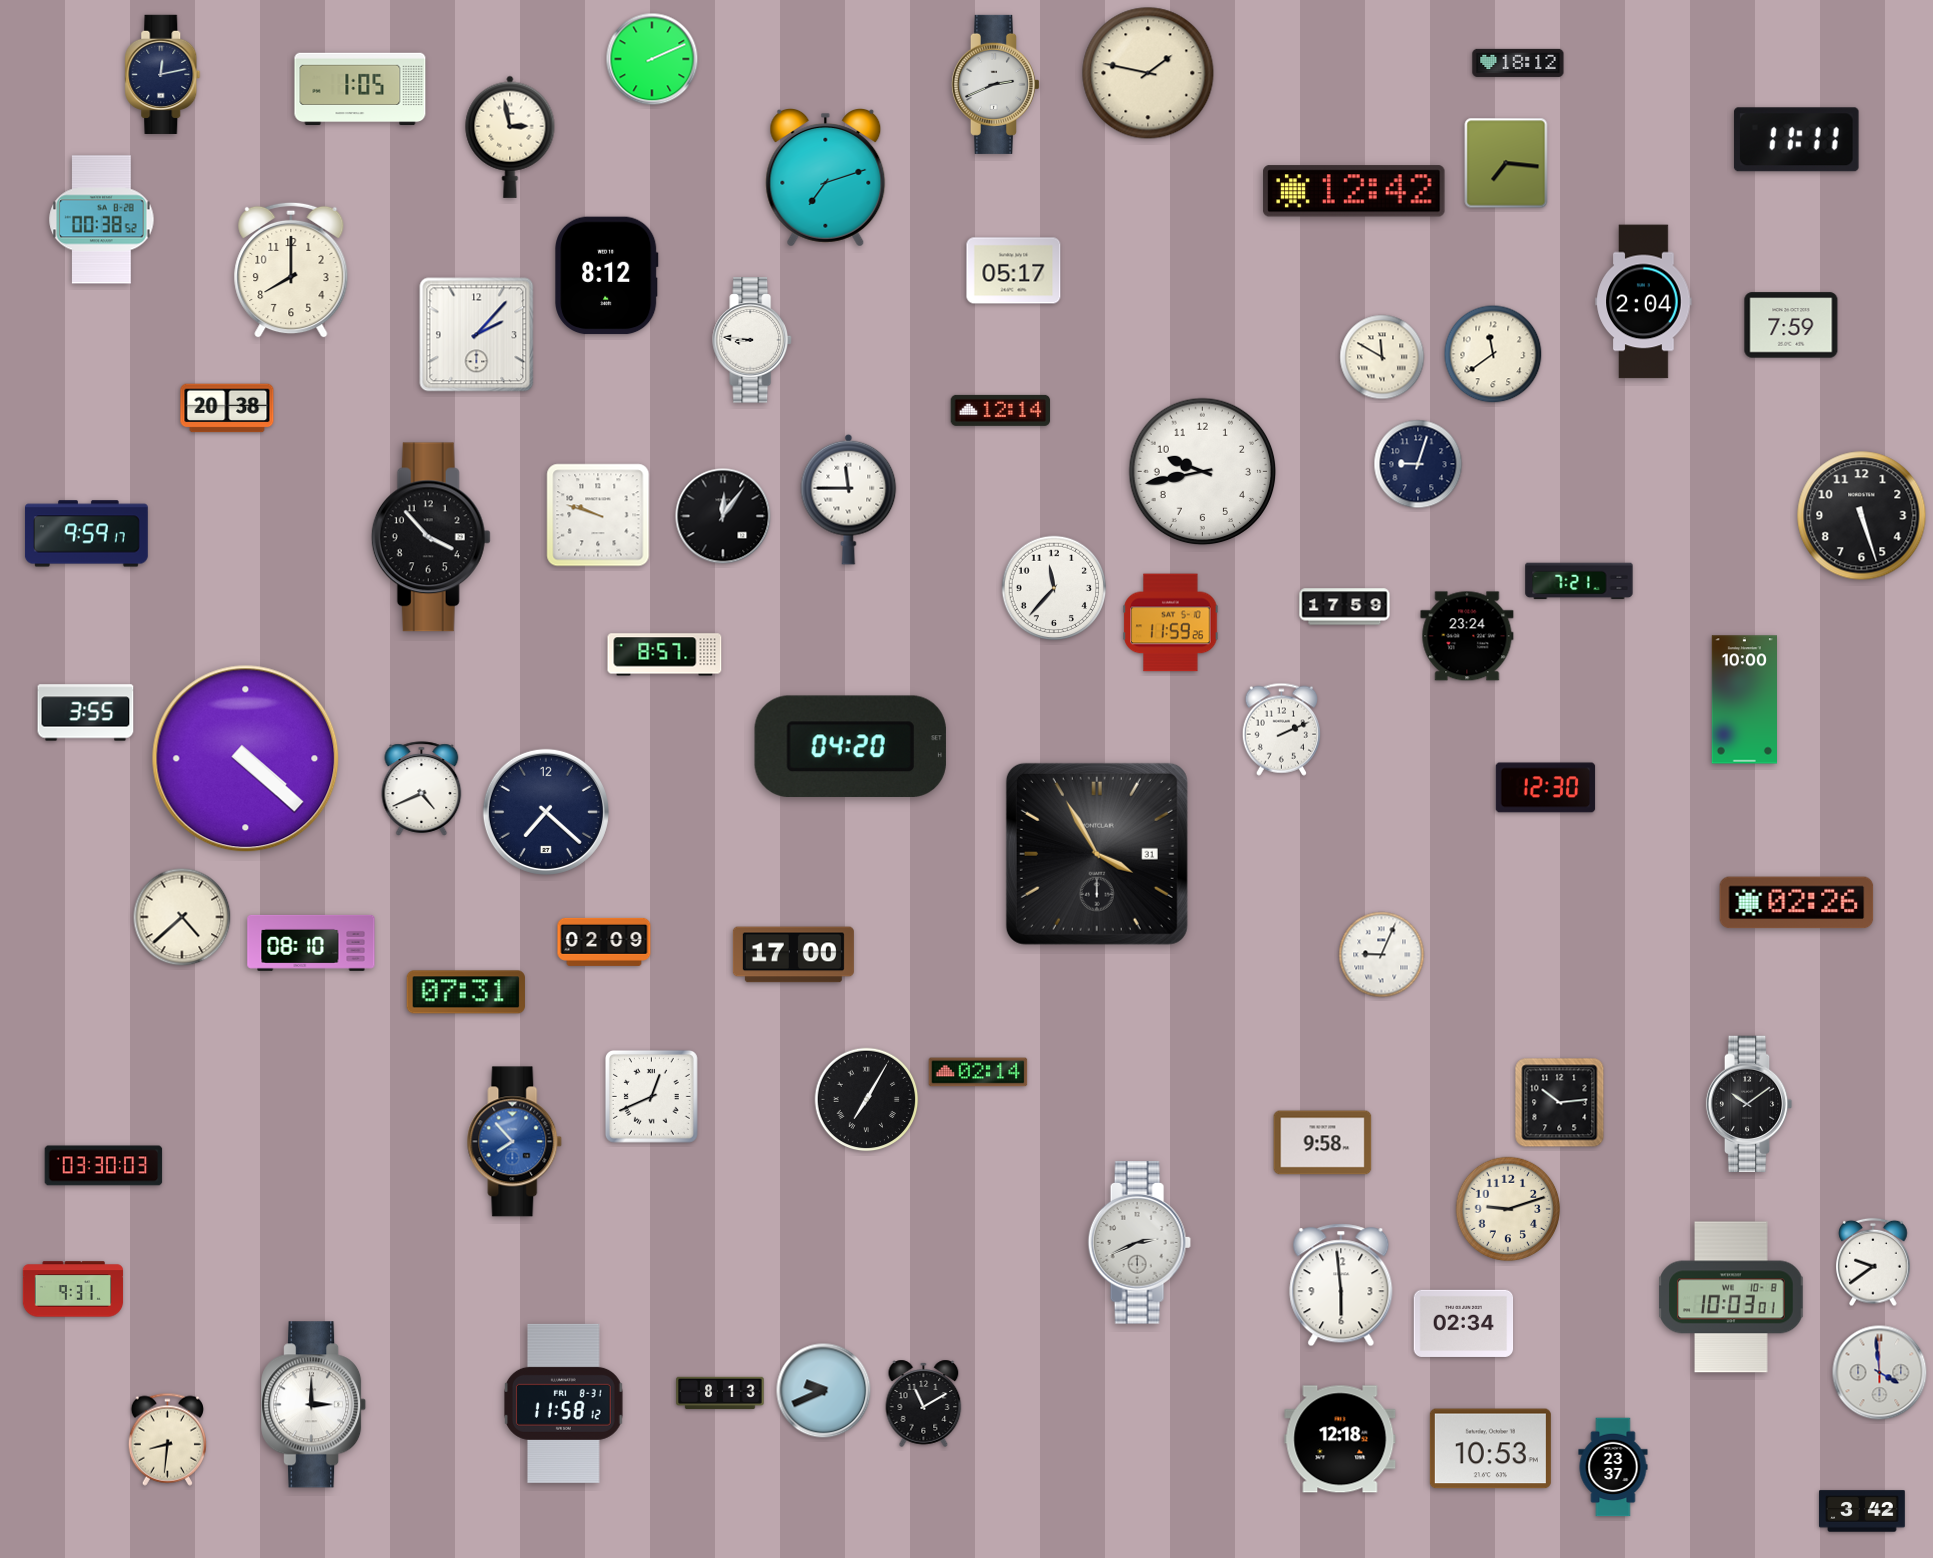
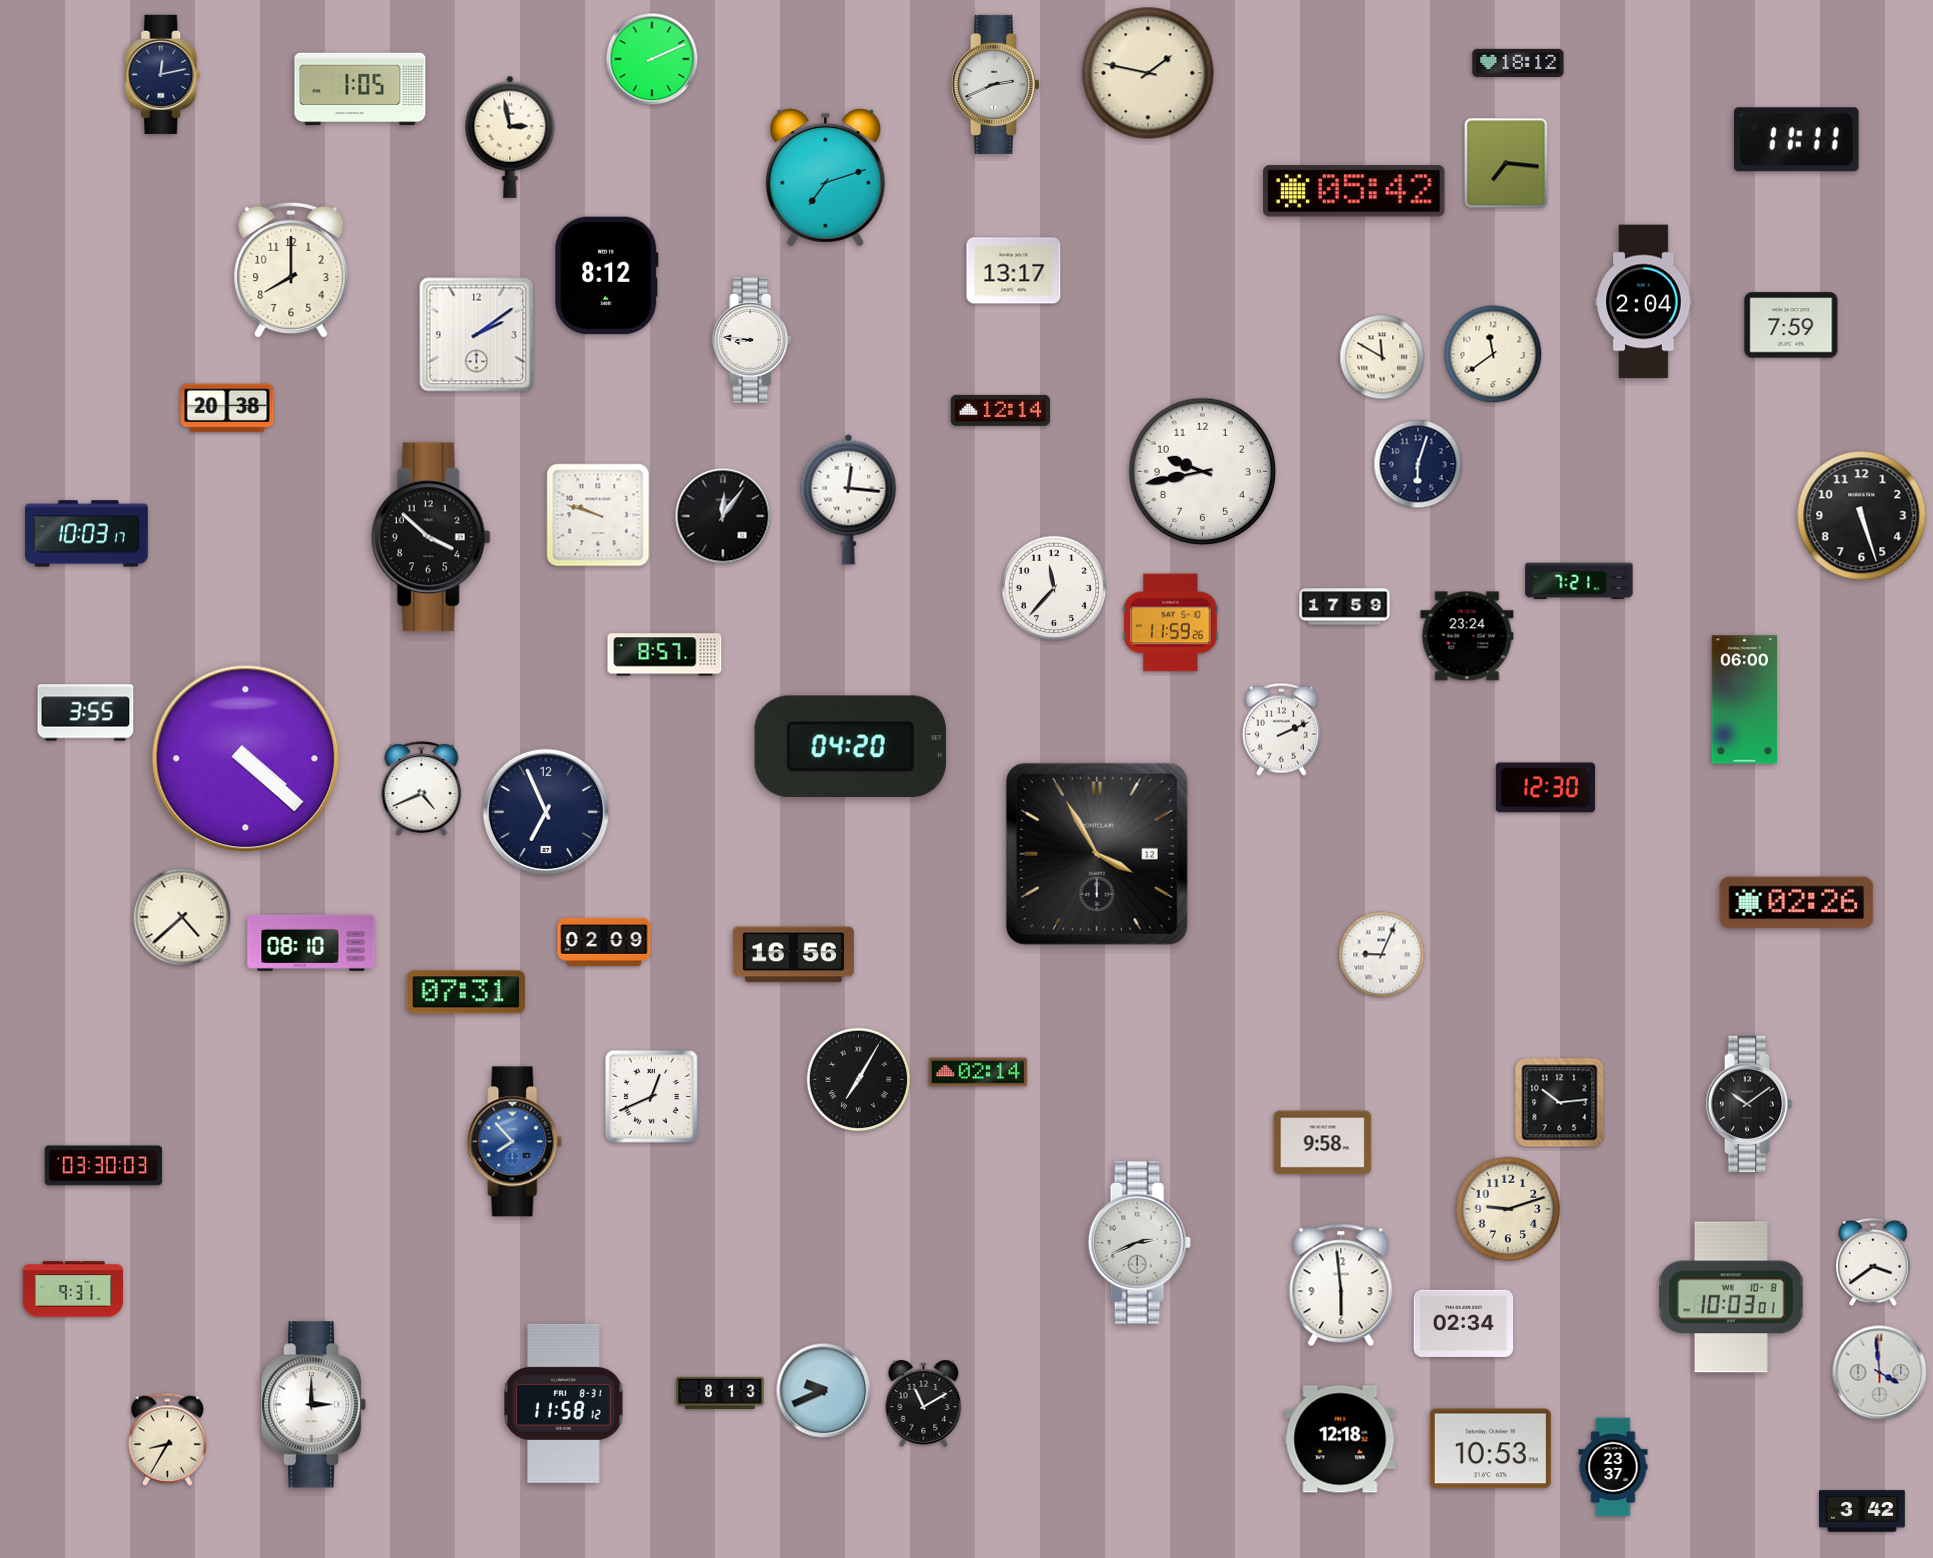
clock at (1354, 191): 12:42 -> 05:42
clock at (102, 220): 00:38 -> none
clock at (1014, 271): 05:17 -> 13:17
clock at (477, 335): 2:07 -> 2:09
clock at (1418, 464): 9:03 -> 6:03
clock at (849, 499): 11:45 -> 12:16
clock at (86, 534): 9:59 -> 10:03
clock at (431, 537): 3:53 -> 3:52
clock at (1744, 700): 10:00 -> 06:00
clock at (546, 812): 7:22 -> 6:56
clock at (1097, 854) date: 31 -> 12
clock at (793, 955): 17:00 -> 16:56
clock at (867, 1100) position: (867, 1100) -> (859, 1080)
clock at (1873, 1262): 9:39 -> 3:39
clock at (167, 1439): 8:31 -> 8:35
